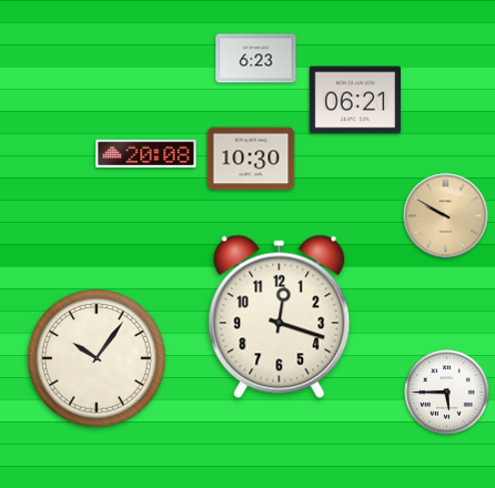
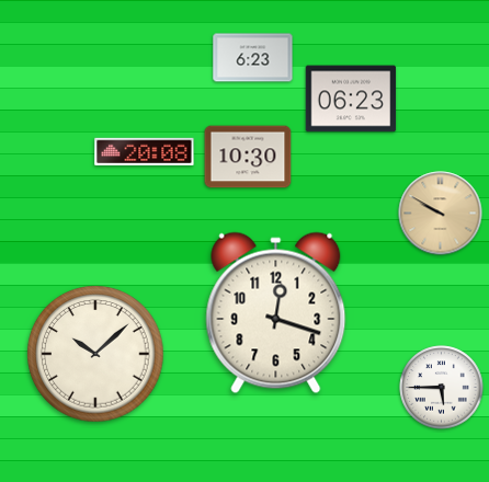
clock at (355, 100): 06:21 -> 06:23
clock at (97, 358): 10:06 -> 10:08
